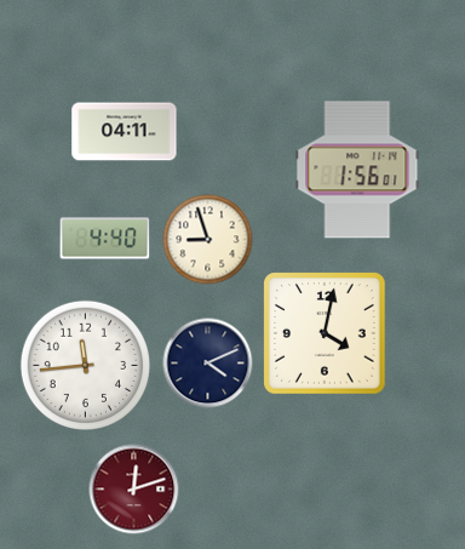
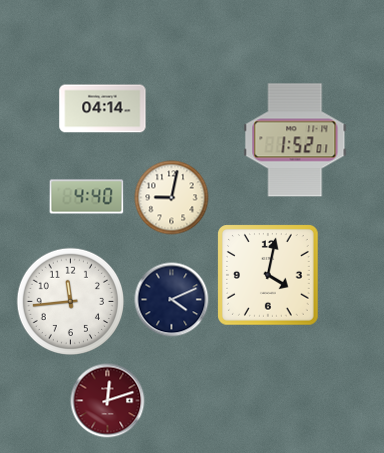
clock at (125, 132): 04:11 -> 04:14
clock at (357, 170): 1:56 -> 1:52
clock at (208, 240): 8:57 -> 9:02
clock at (134, 490) position: (134, 490) -> (108, 401)
